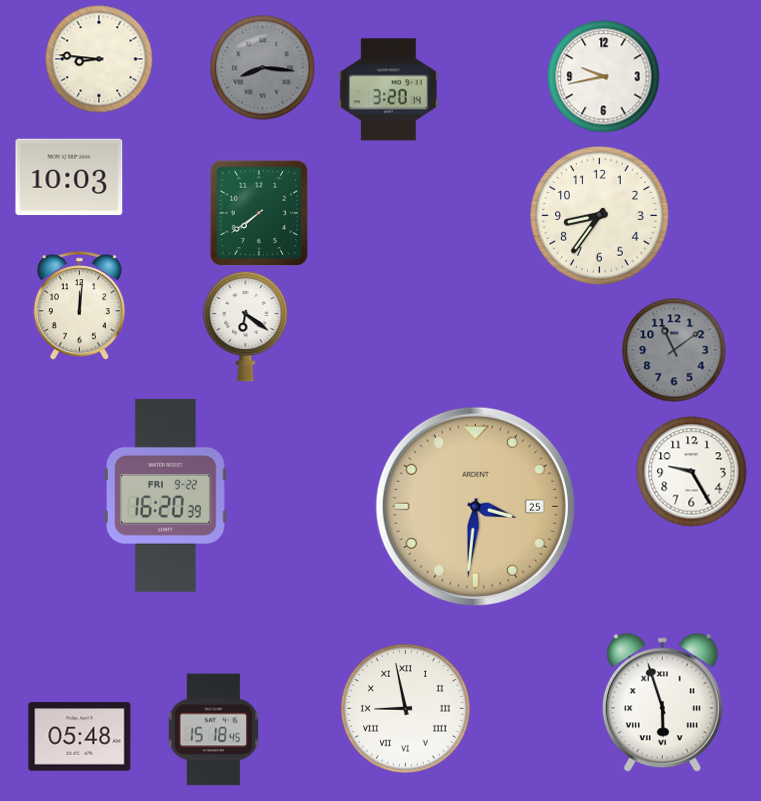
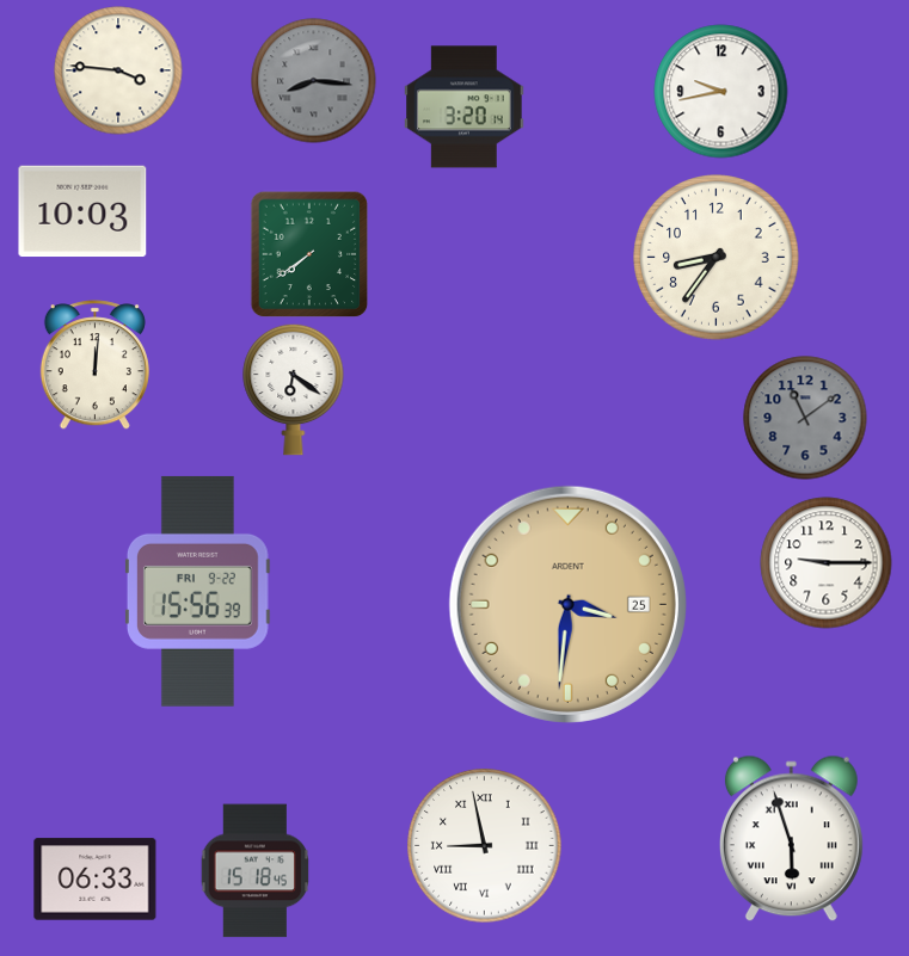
clock at (99, 59): 8:46 -> 3:46
clock at (692, 472): 9:25 -> 9:15
clock at (165, 495): 16:20 -> 15:56
clock at (80, 737): 05:48 -> 06:33
